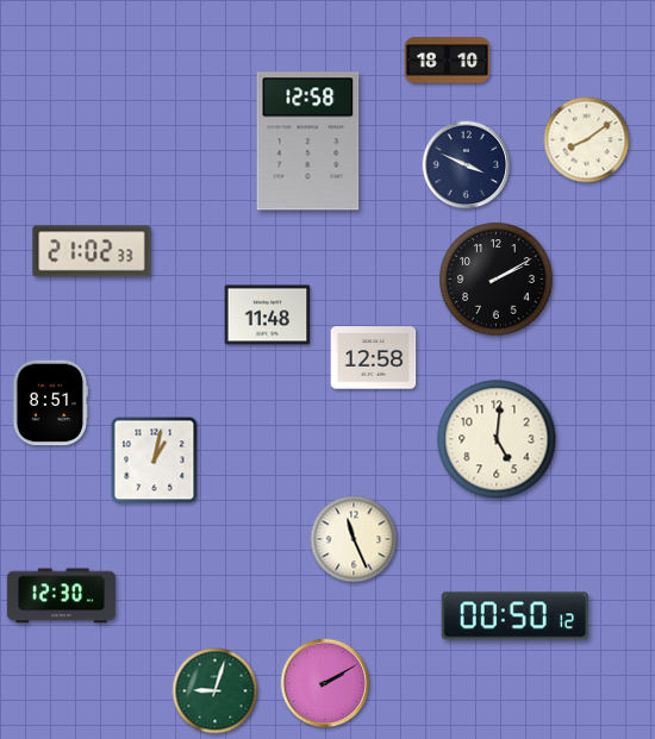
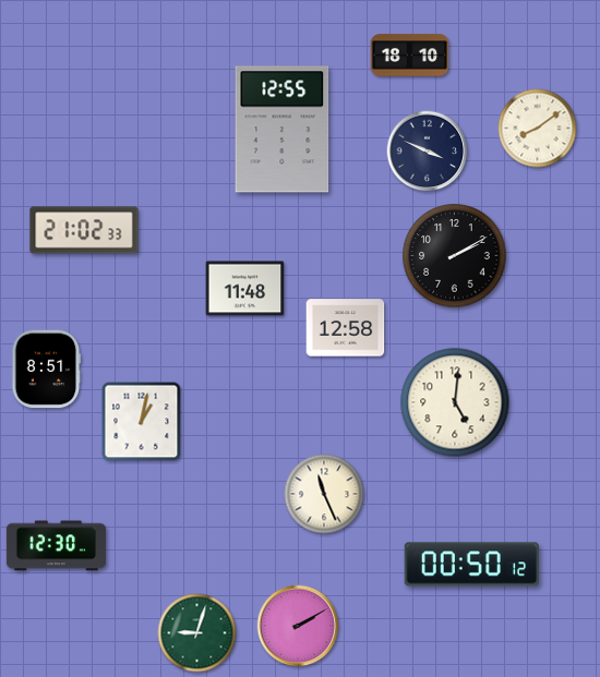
clock at (308, 142): 12:58 -> 12:55
clock at (374, 358) position: (374, 358) -> (346, 328)
